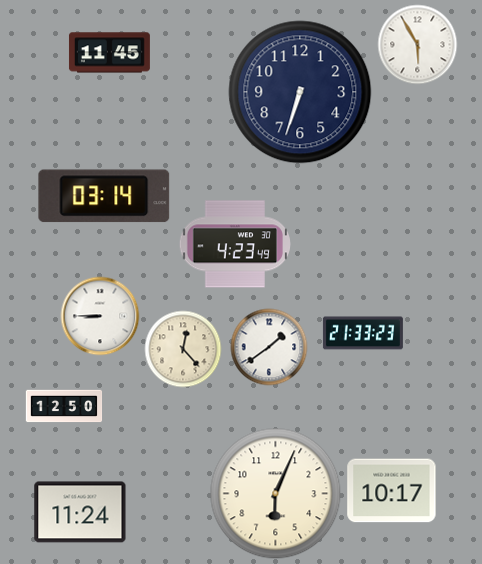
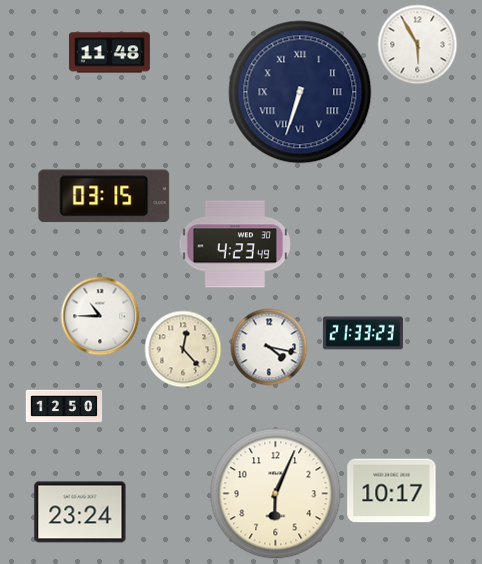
clock at (109, 53): 11:45 -> 11:48
clock at (300, 92) numerals: Arabic -> Roman
clock at (104, 196): 03:14 -> 03:15
clock at (100, 316): 8:45 -> 10:45
clock at (269, 347): 1:39 -> 4:17
clock at (80, 512): 11:24 -> 23:24
